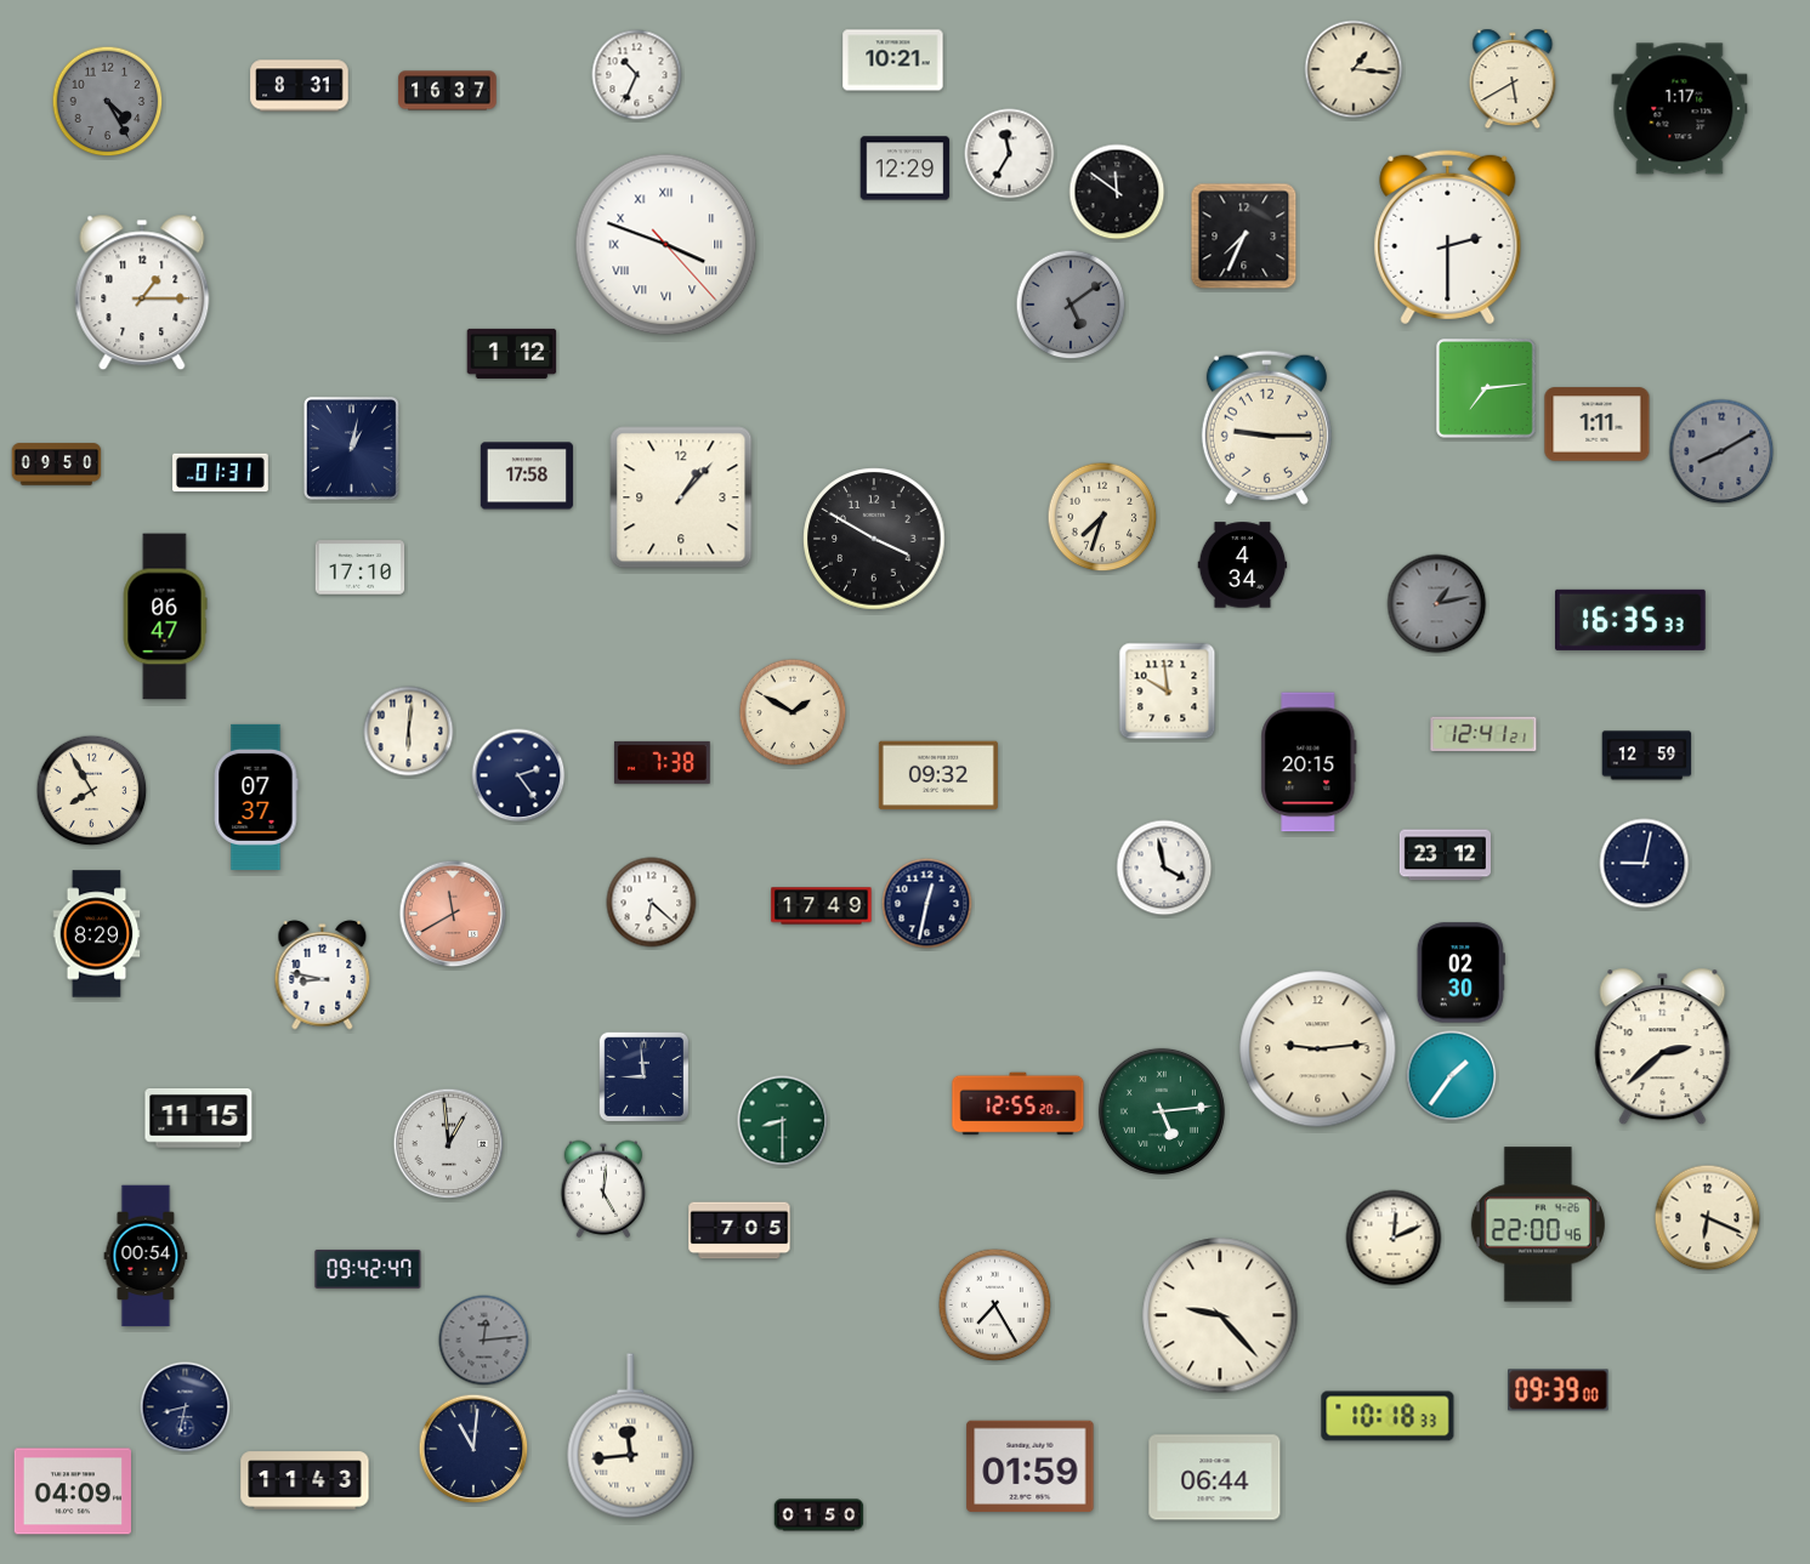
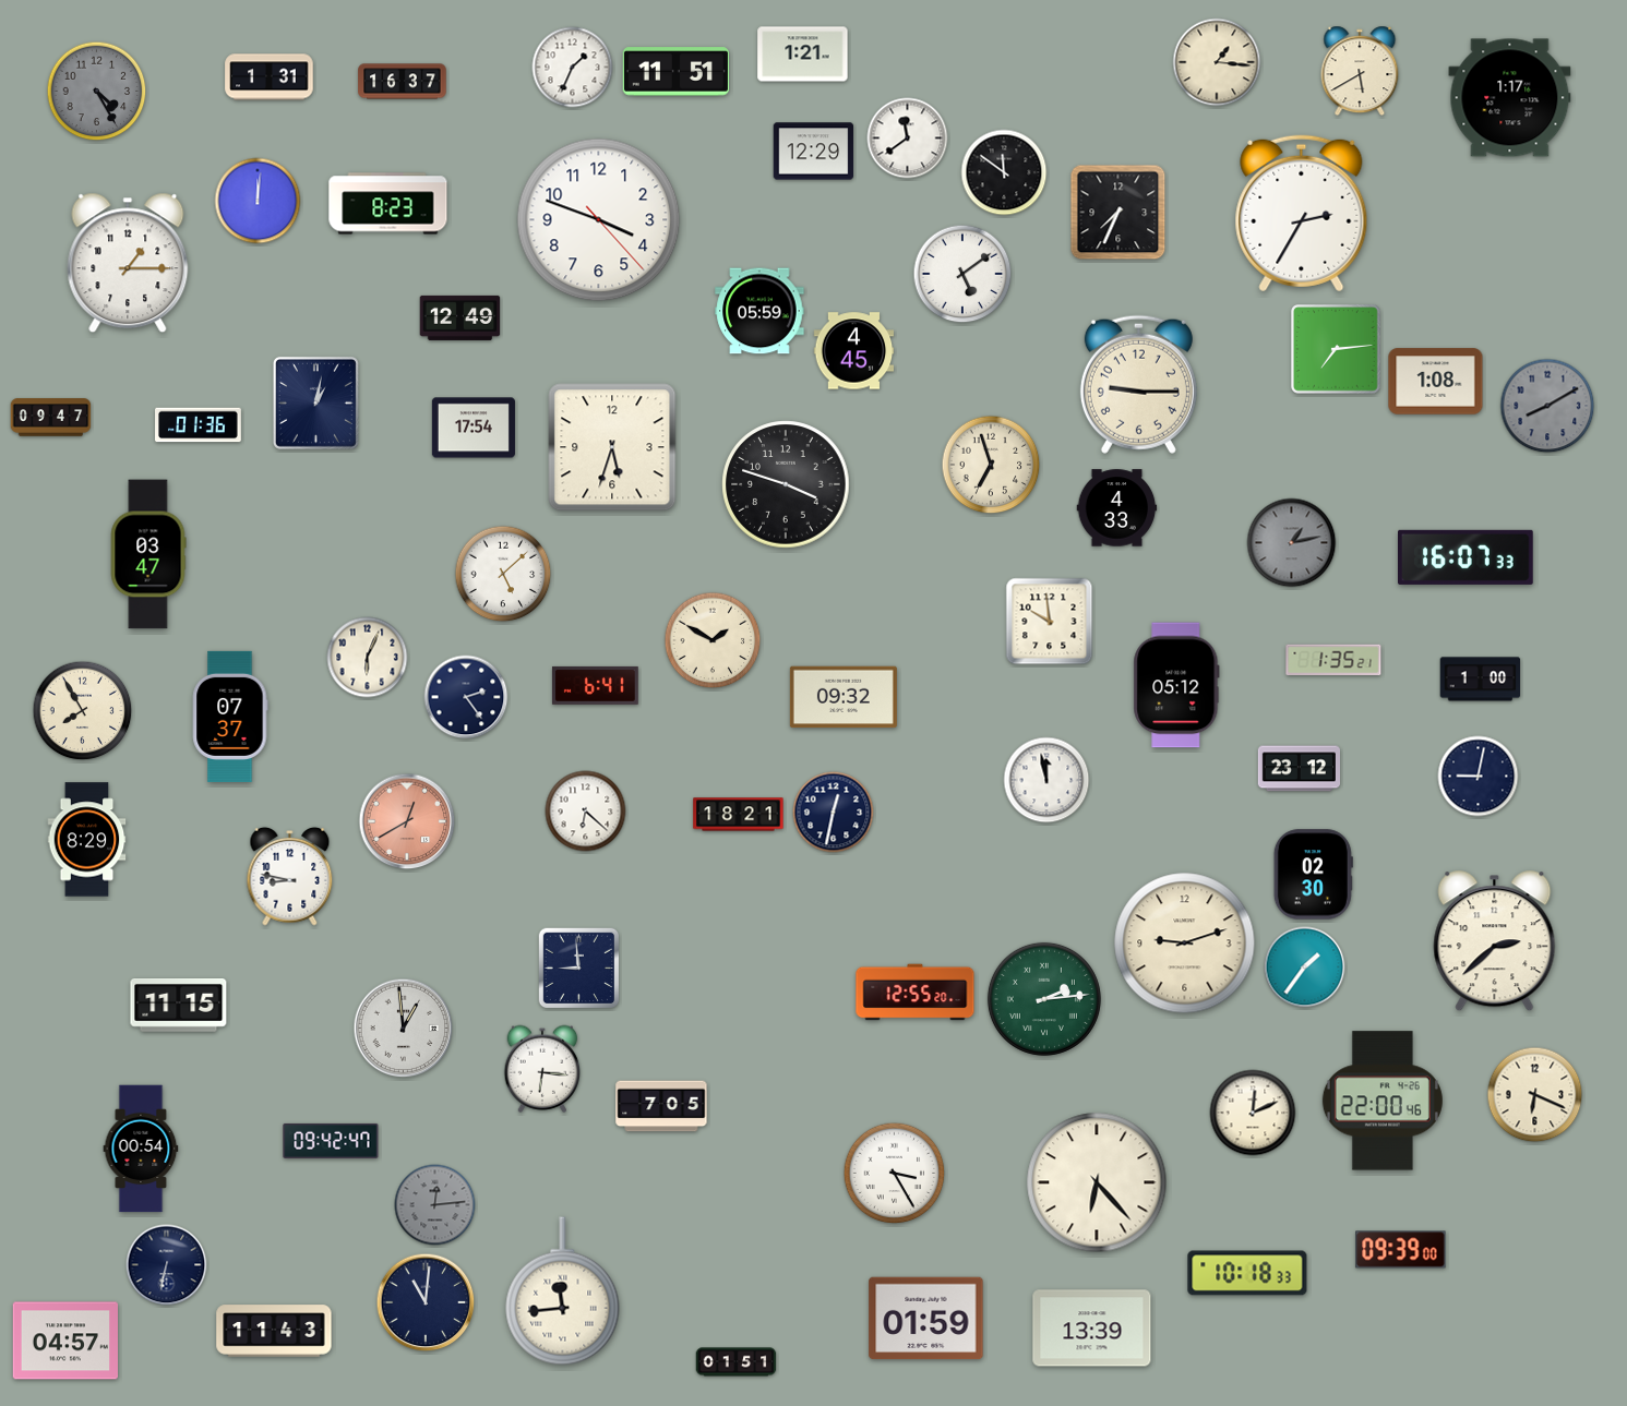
clock at (893, 61): 10:21 -> 1:21
clock at (637, 75): 10:34 -> 1:34
clock at (675, 72): none -> 11:51
clock at (300, 86): 8:31 -> 1:31
clock at (1010, 154): 11:35 -> 11:39
clock at (258, 201): none -> 12:01
clock at (388, 204): none -> 8:23
clock at (1448, 238): 2:30 -> 2:35
clock at (666, 245) numerals: Roman -> Arabic
clock at (1071, 305) dial: grey -> white
clock at (759, 311): none -> 05:59
clock at (512, 353): 1:12 -> 12:49
clock at (854, 351): none -> 4:45
clock at (1598, 425): 1:11 -> 1:08
clock at (57, 465): 09:50 -> 09:47
clock at (221, 473): 01:31 -> 01:36
clock at (527, 476): 17:58 -> 17:54
clock at (681, 497): 1:07 -> 5:33
clock at (1102, 517): 7:33 -> 6:57
clock at (874, 539): 3:50 -> 3:48
clock at (1243, 565): 4:34 -> 4:33
clock at (361, 568): 17:10 -> none
clock at (165, 616): 06:47 -> 03:47
clock at (1632, 620): 16:35 -> 16:07
clock at (503, 574): none -> 5:08
clock at (409, 732): 6:01 -> 6:04
clock at (1483, 734): 12:41 -> 1:35
clock at (1647, 756): 12:59 -> 1:00
clock at (662, 762): 7:38 -> 6:41
clock at (1309, 762): 20:15 -> 05:12
clock at (1164, 868): 3:58 -> 11:58
clock at (822, 906): 17:49 -> 18:21
clock at (453, 914): 11:40 -> 12:40
clock at (1318, 1050): 9:14 -> 9:12
clock at (1162, 1111): 5:14 -> 2:14
clock at (783, 1121): 8:30 -> none
clock at (603, 1189): 5:01 -> 6:16
clock at (739, 1230) position: (739, 1230) -> (661, 1106)
clock at (146, 1256) position: (146, 1256) -> (141, 1149)
clock at (995, 1306): 7:25 -> 3:25
clock at (1220, 1315): 9:23 -> 6:23
clock at (186, 1407): 8:32 -> 6:32
clock at (631, 1437) position: (631, 1437) -> (563, 1291)
clock at (1215, 1478): 06:44 -> 13:39
clock at (72, 1491): 04:09 -> 04:57
clock at (819, 1515): 01:50 -> 01:51
